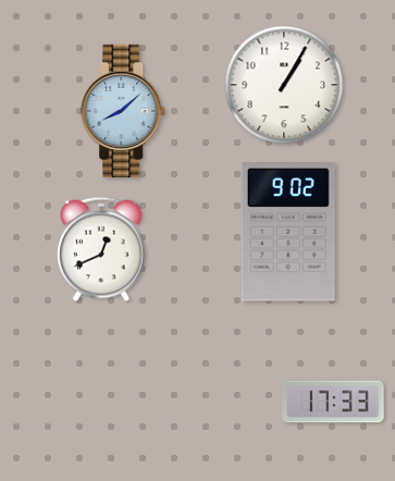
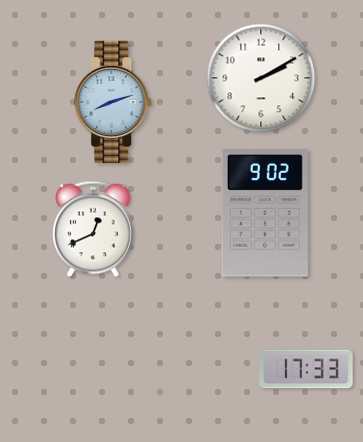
clock at (284, 85): 1:05 -> 2:10
clock at (124, 111): 8:08 -> 8:12
